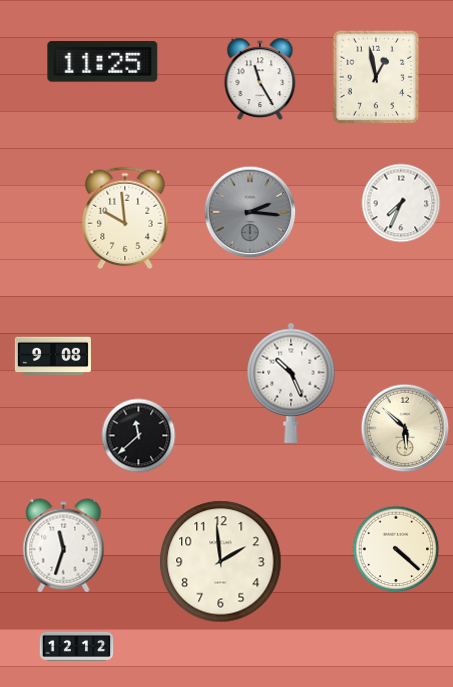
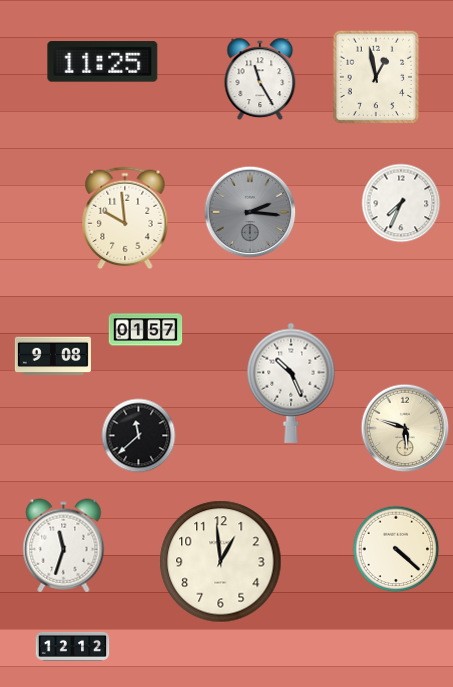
clock at (146, 330): none -> 01:57
clock at (405, 428): 5:52 -> 5:48
clock at (221, 562): 1:59 -> 12:59
clock at (77, 646) position: (77, 646) -> (73, 646)
